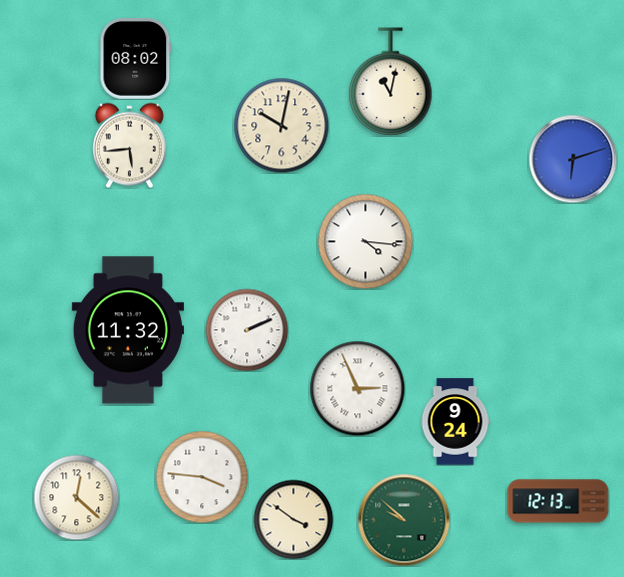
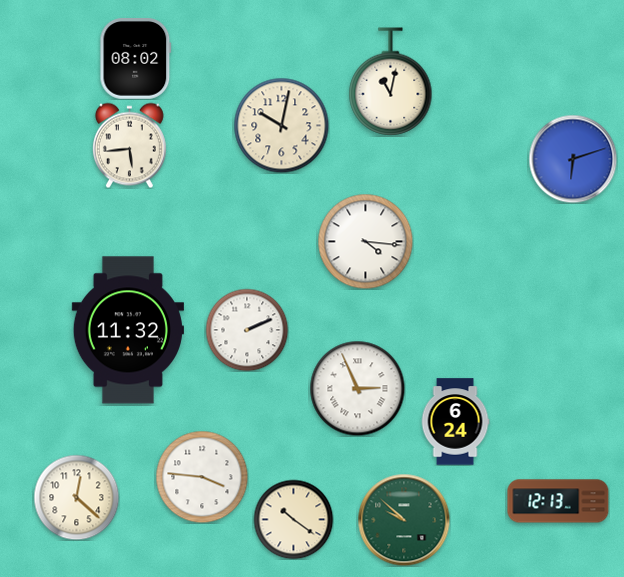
clock at (455, 422): 9:24 -> 6:24
clock at (293, 519): 3:51 -> 10:21
